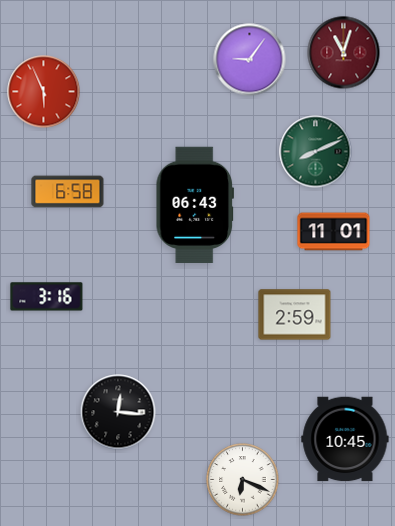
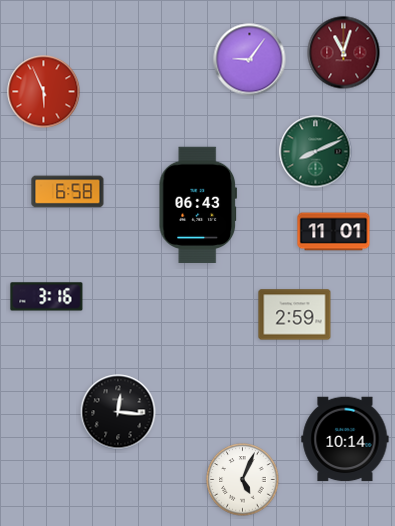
clock at (194, 204) position: (194, 204) -> (197, 204)
clock at (345, 439): 10:45 -> 10:14
clock at (243, 480): 6:19 -> 5:04
